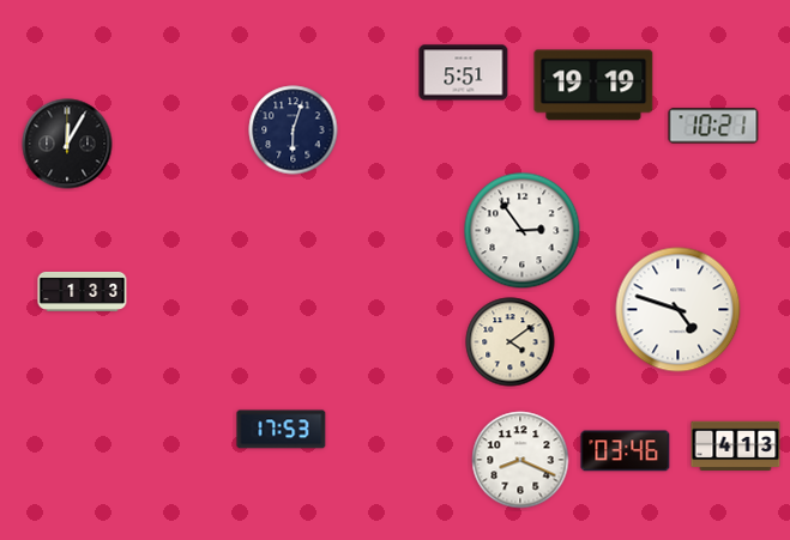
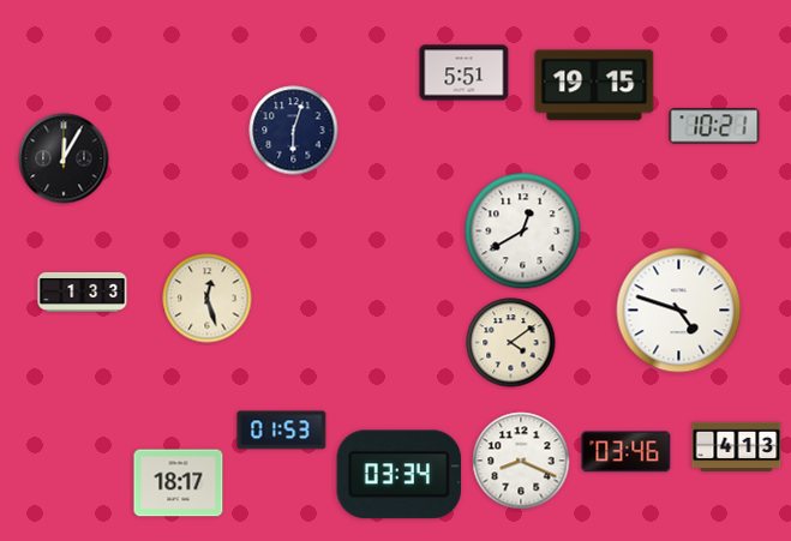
clock at (593, 85): 19:19 -> 19:15
clock at (67, 144) position: (67, 144) -> (64, 158)
clock at (523, 231): 2:54 -> 12:40
clock at (208, 299): none -> 12:27
clock at (282, 430): 17:53 -> 01:53
clock at (400, 475): none -> 03:34
clock at (179, 483): none -> 18:17
